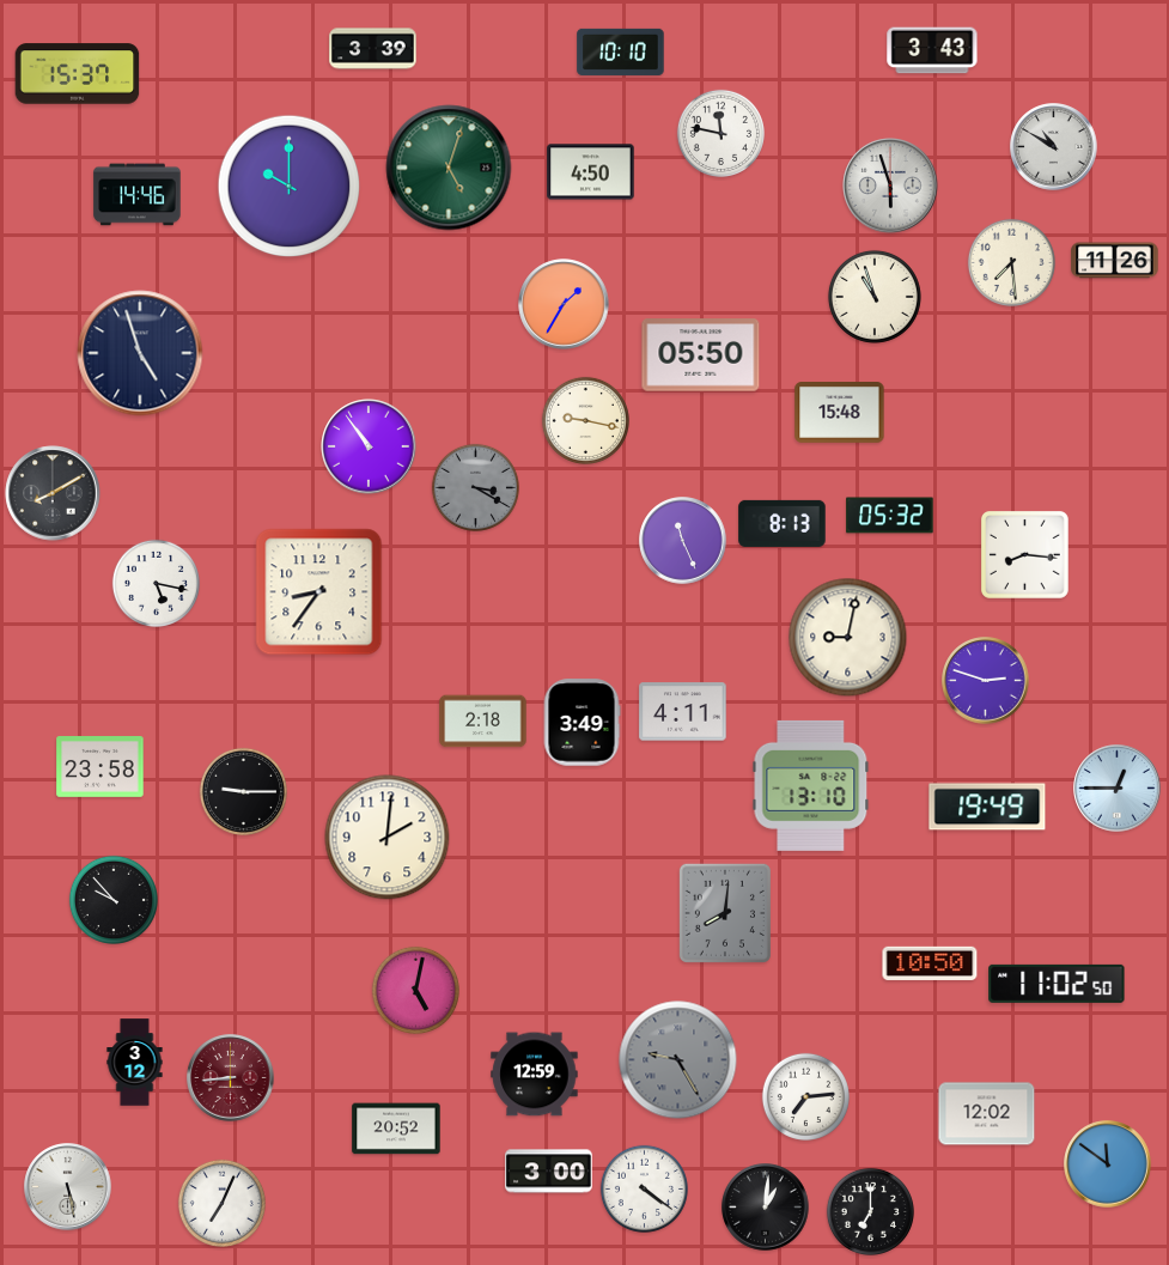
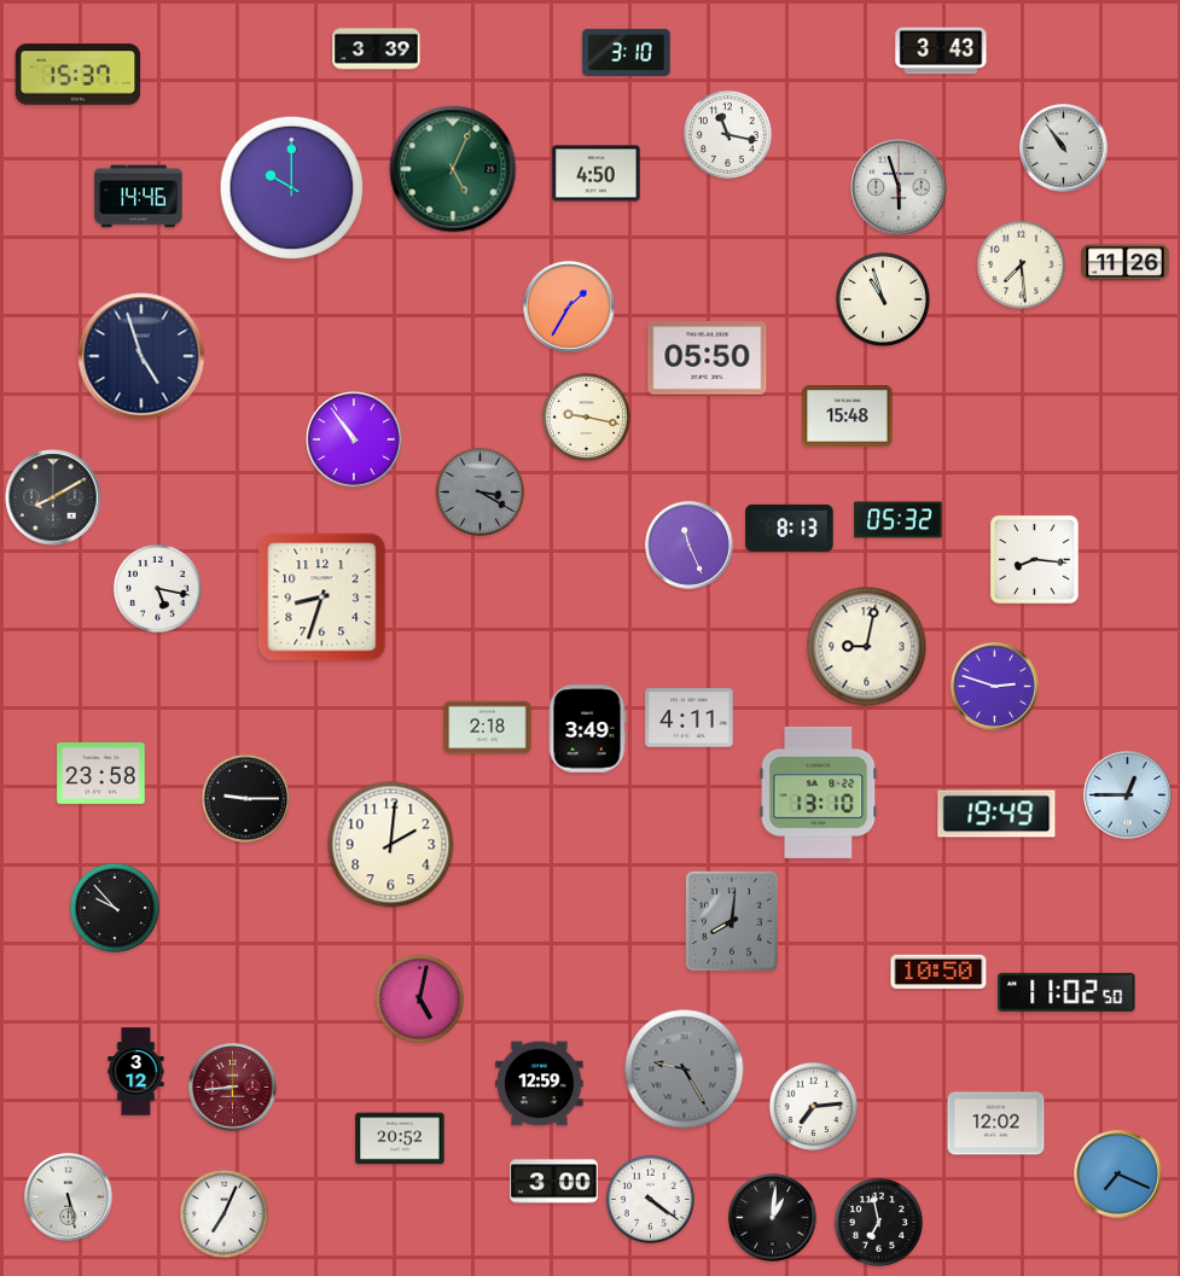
clock at (621, 51): 10:10 -> 3:10
clock at (720, 133): 11:47 -> 11:17
clock at (1054, 147): 10:50 -> 10:54
clock at (449, 168): 5:03 -> 5:04
clock at (585, 420) position: (585, 420) -> (586, 416)
clock at (369, 446) position: (369, 446) -> (354, 439)
clock at (319, 592): 8:36 -> 8:33
clock at (848, 638) position: (848, 638) -> (867, 647)
clock at (1108, 1164): 11:51 -> 7:19
clock at (870, 1211): 7:00 -> 6:58
